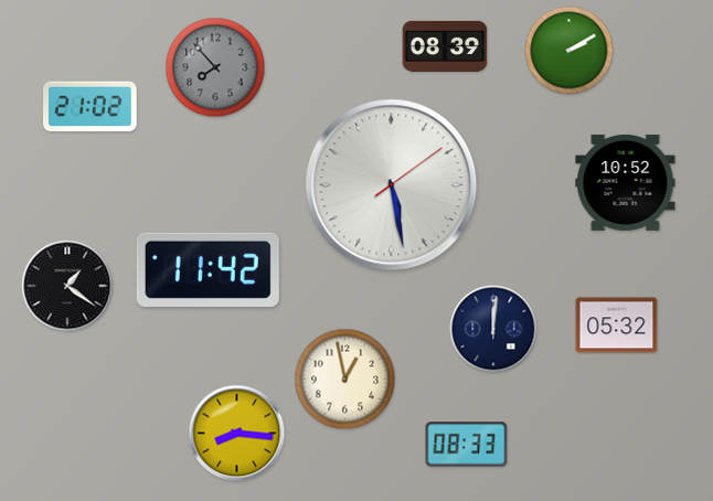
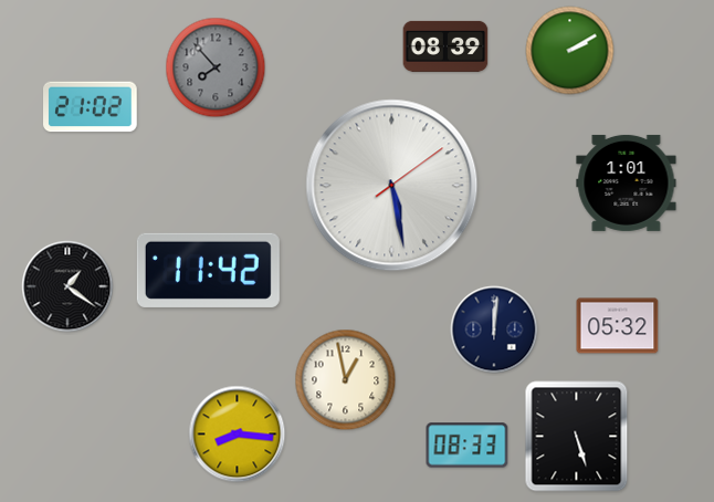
clock at (626, 182): 10:52 -> 1:01
clock at (577, 437): none -> 5:27
